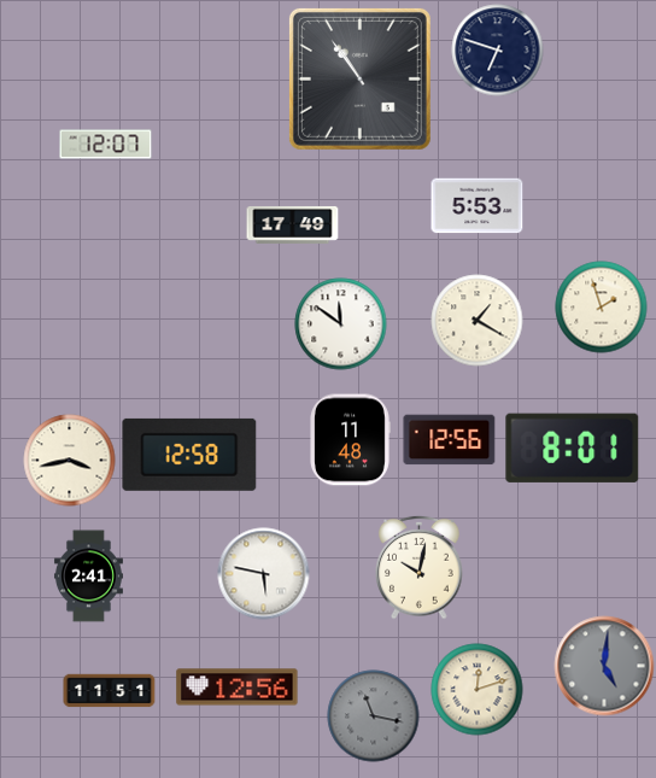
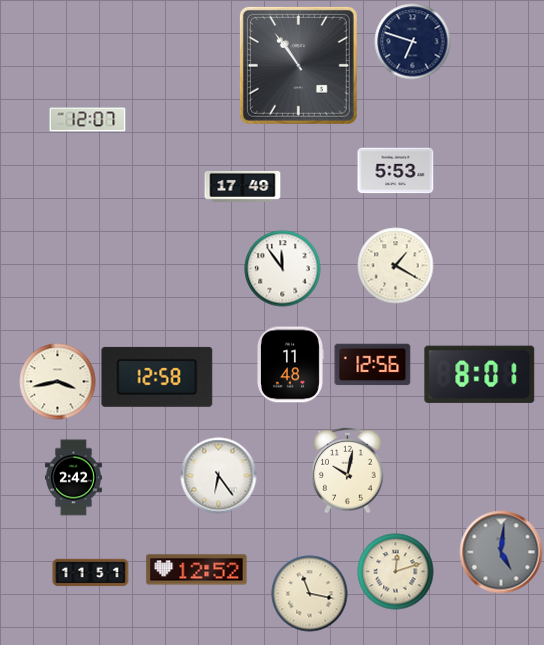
clock at (602, 308): 1:57 -> none
clock at (341, 324): 11:51 -> 11:54
clock at (573, 448) position: (573, 448) -> (480, 374)
clock at (264, 574): 5:47 -> 6:24
clock at (88, 577): 2:41 -> 2:42
clock at (238, 688): 12:56 -> 12:52
clock at (374, 716) dial: grey -> cream
